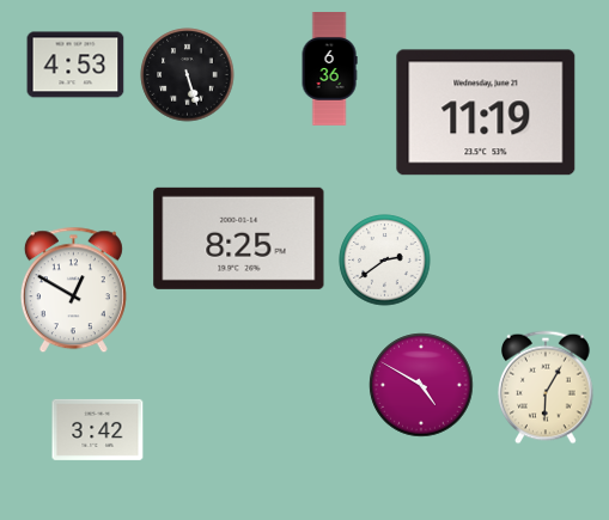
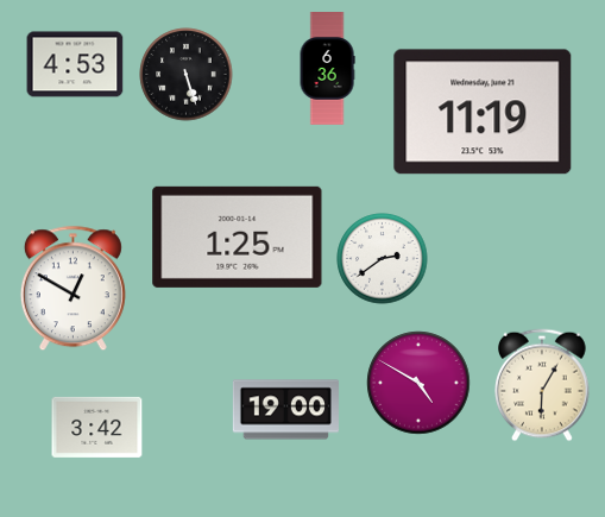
clock at (239, 238): 8:25 -> 1:25
clock at (285, 410): none -> 19:00
